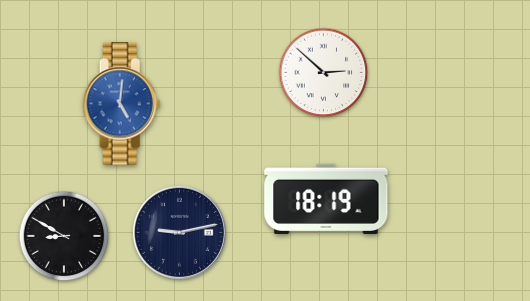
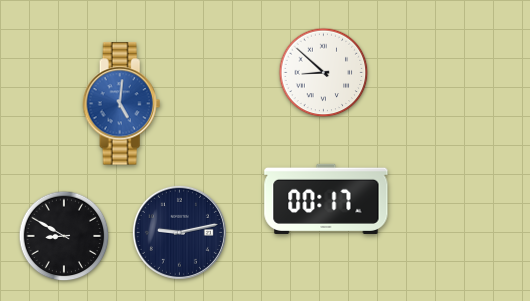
clock at (324, 73): 2:52 -> 8:52
clock at (326, 199): 18:19 -> 00:17
